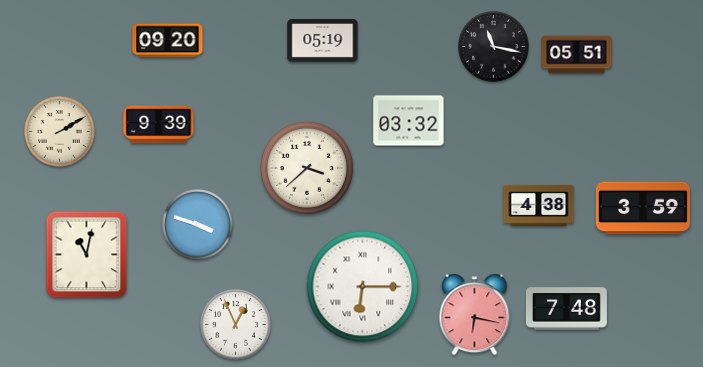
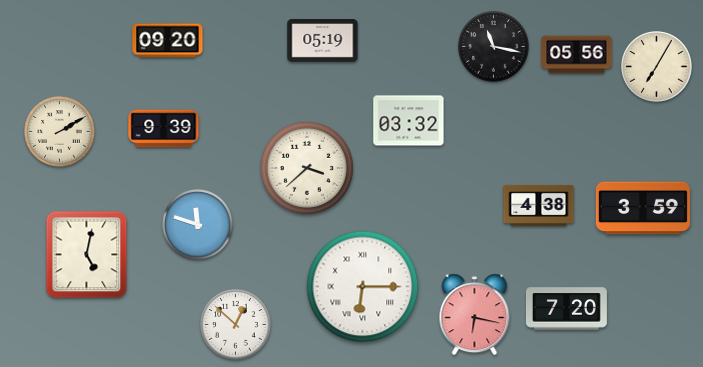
clock at (577, 55): 05:51 -> 05:56
clock at (657, 67): none -> 7:05
clock at (159, 125) position: (159, 125) -> (164, 129)
clock at (198, 225): 3:48 -> 11:48
clock at (87, 255): 11:02 -> 5:02
clock at (566, 309): 7:48 -> 7:20
clock at (236, 325): 12:56 -> 12:52
